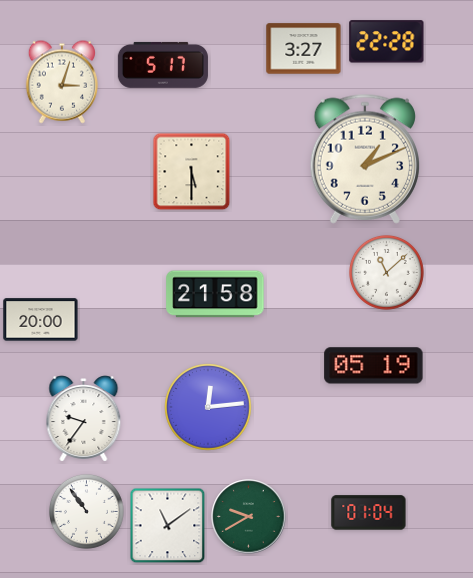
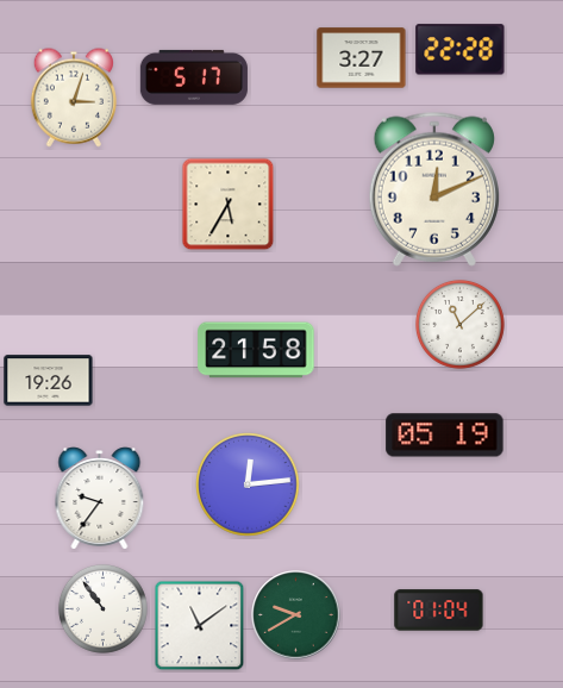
clock at (365, 159): 1:11 -> 12:11
clock at (192, 172): 5:30 -> 5:35
clock at (41, 320): 20:00 -> 19:26
